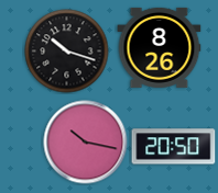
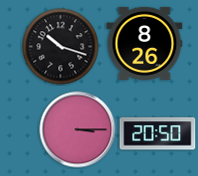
clock at (86, 143): 10:17 -> 3:15
